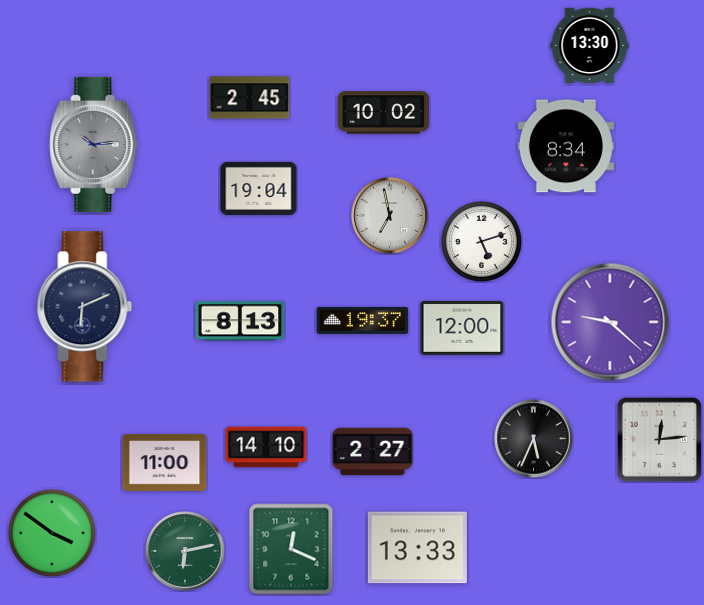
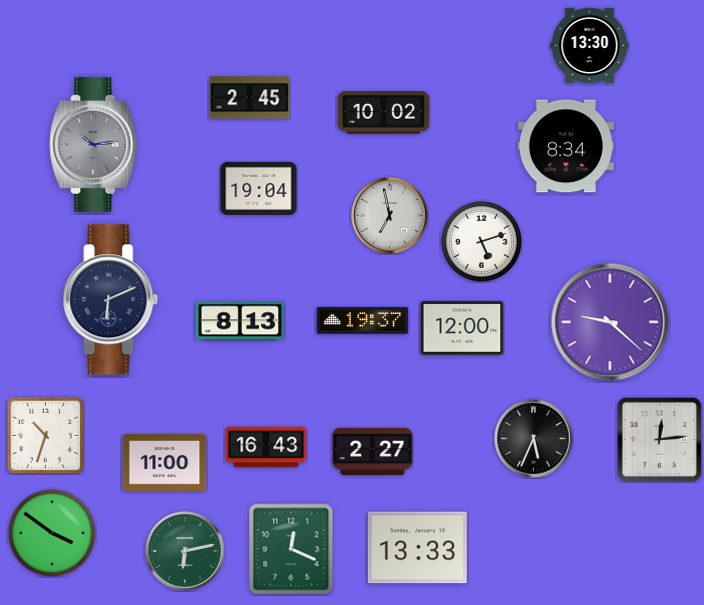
clock at (85, 307) position: (85, 307) -> (111, 300)
clock at (45, 435): none -> 10:33
clock at (266, 447): 14:10 -> 16:43
